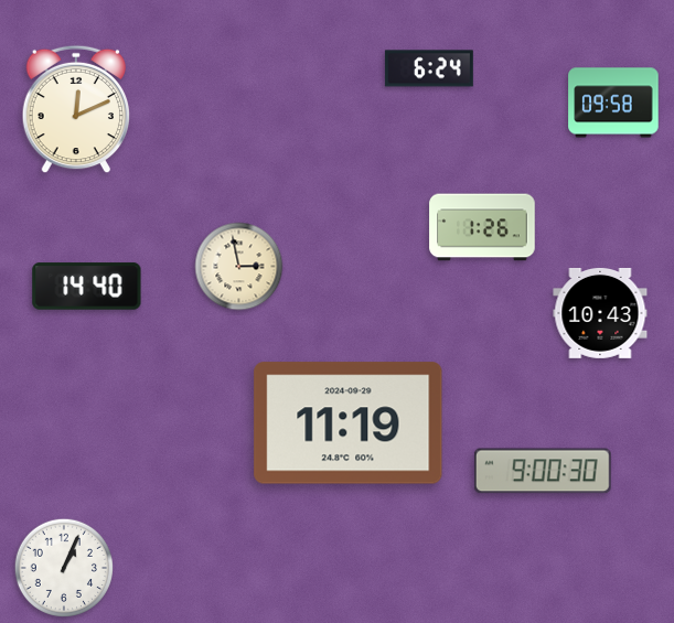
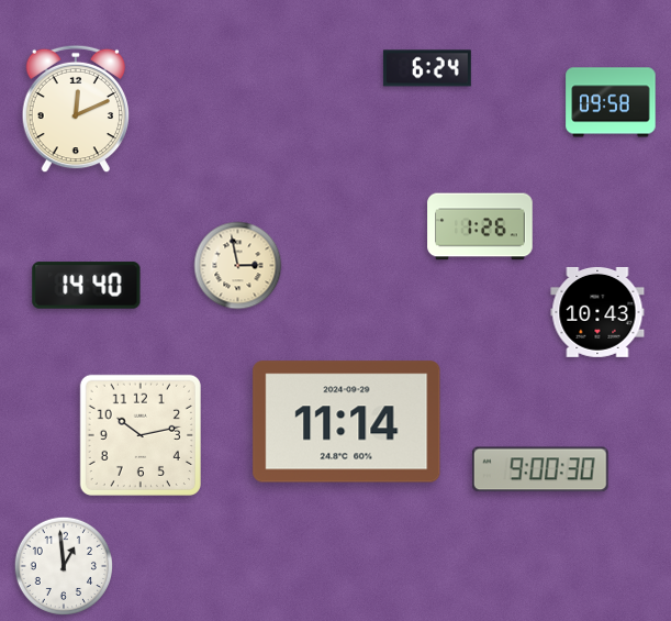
clock at (349, 423): 11:19 -> 11:14
clock at (141, 435): none -> 10:13
clock at (63, 567): 1:04 -> 12:59
